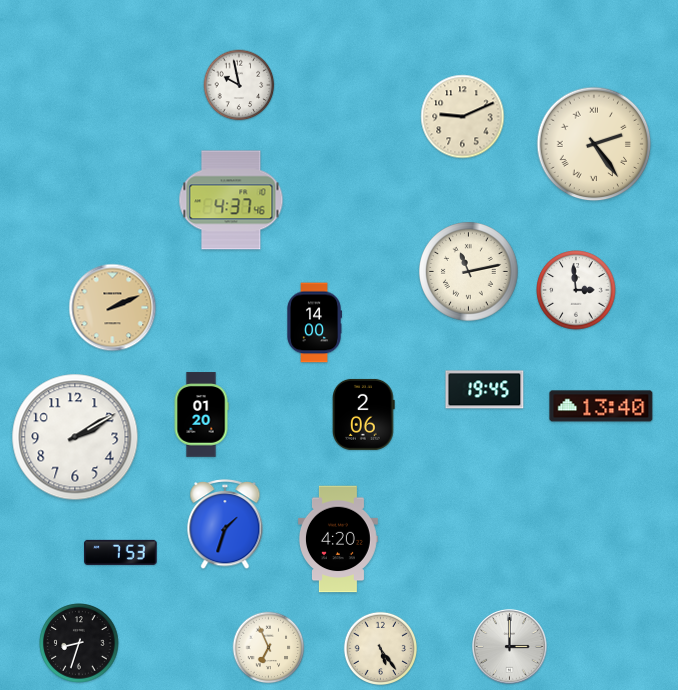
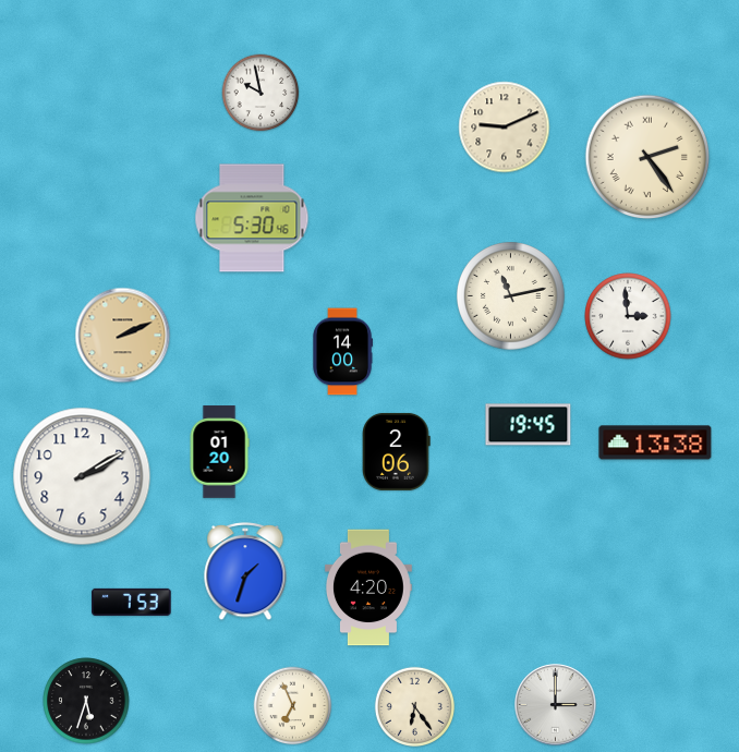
clock at (231, 200): 4:37 -> 5:30
clock at (601, 406): 13:40 -> 13:38
clock at (79, 643): 8:33 -> 5:33
clock at (381, 649): 5:24 -> 6:24
